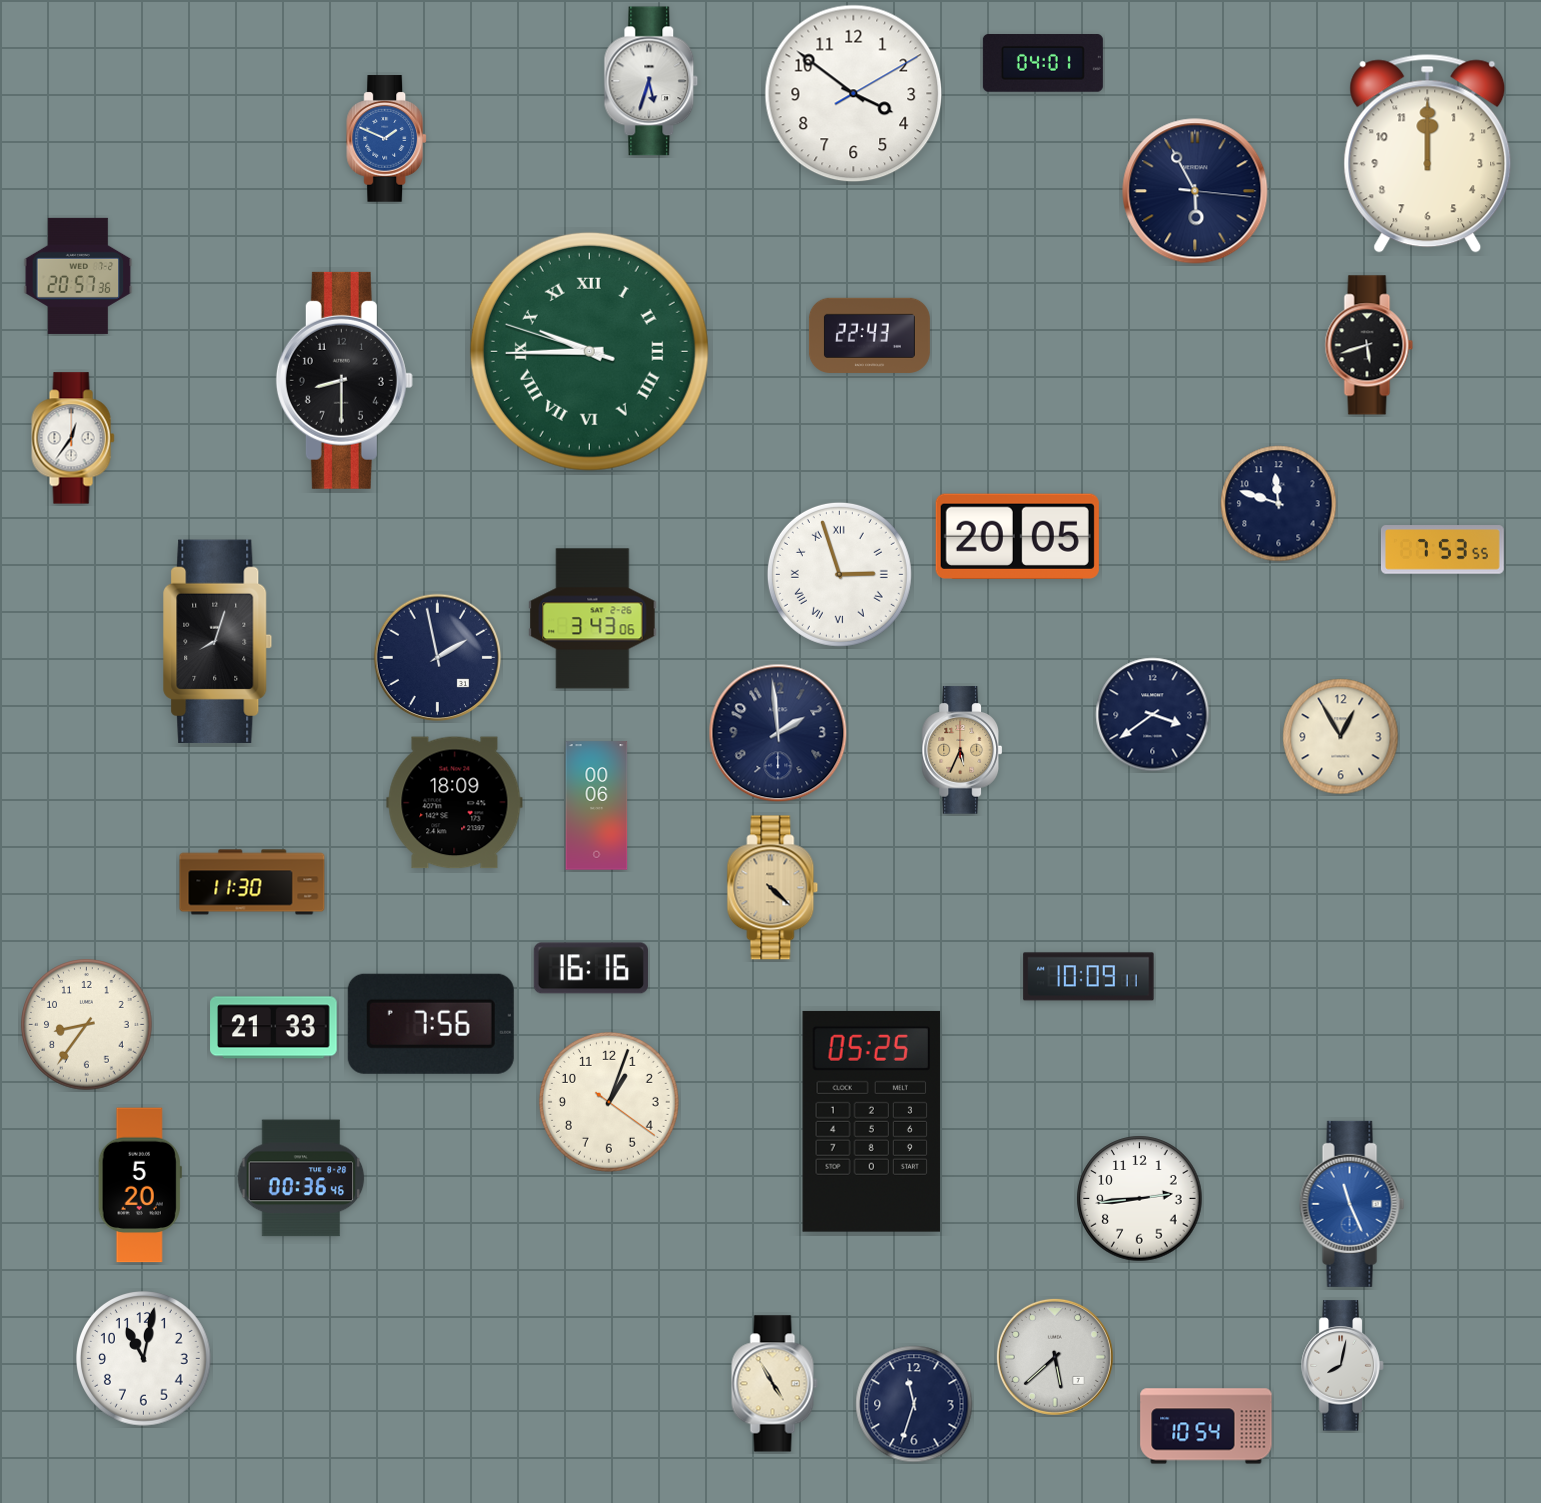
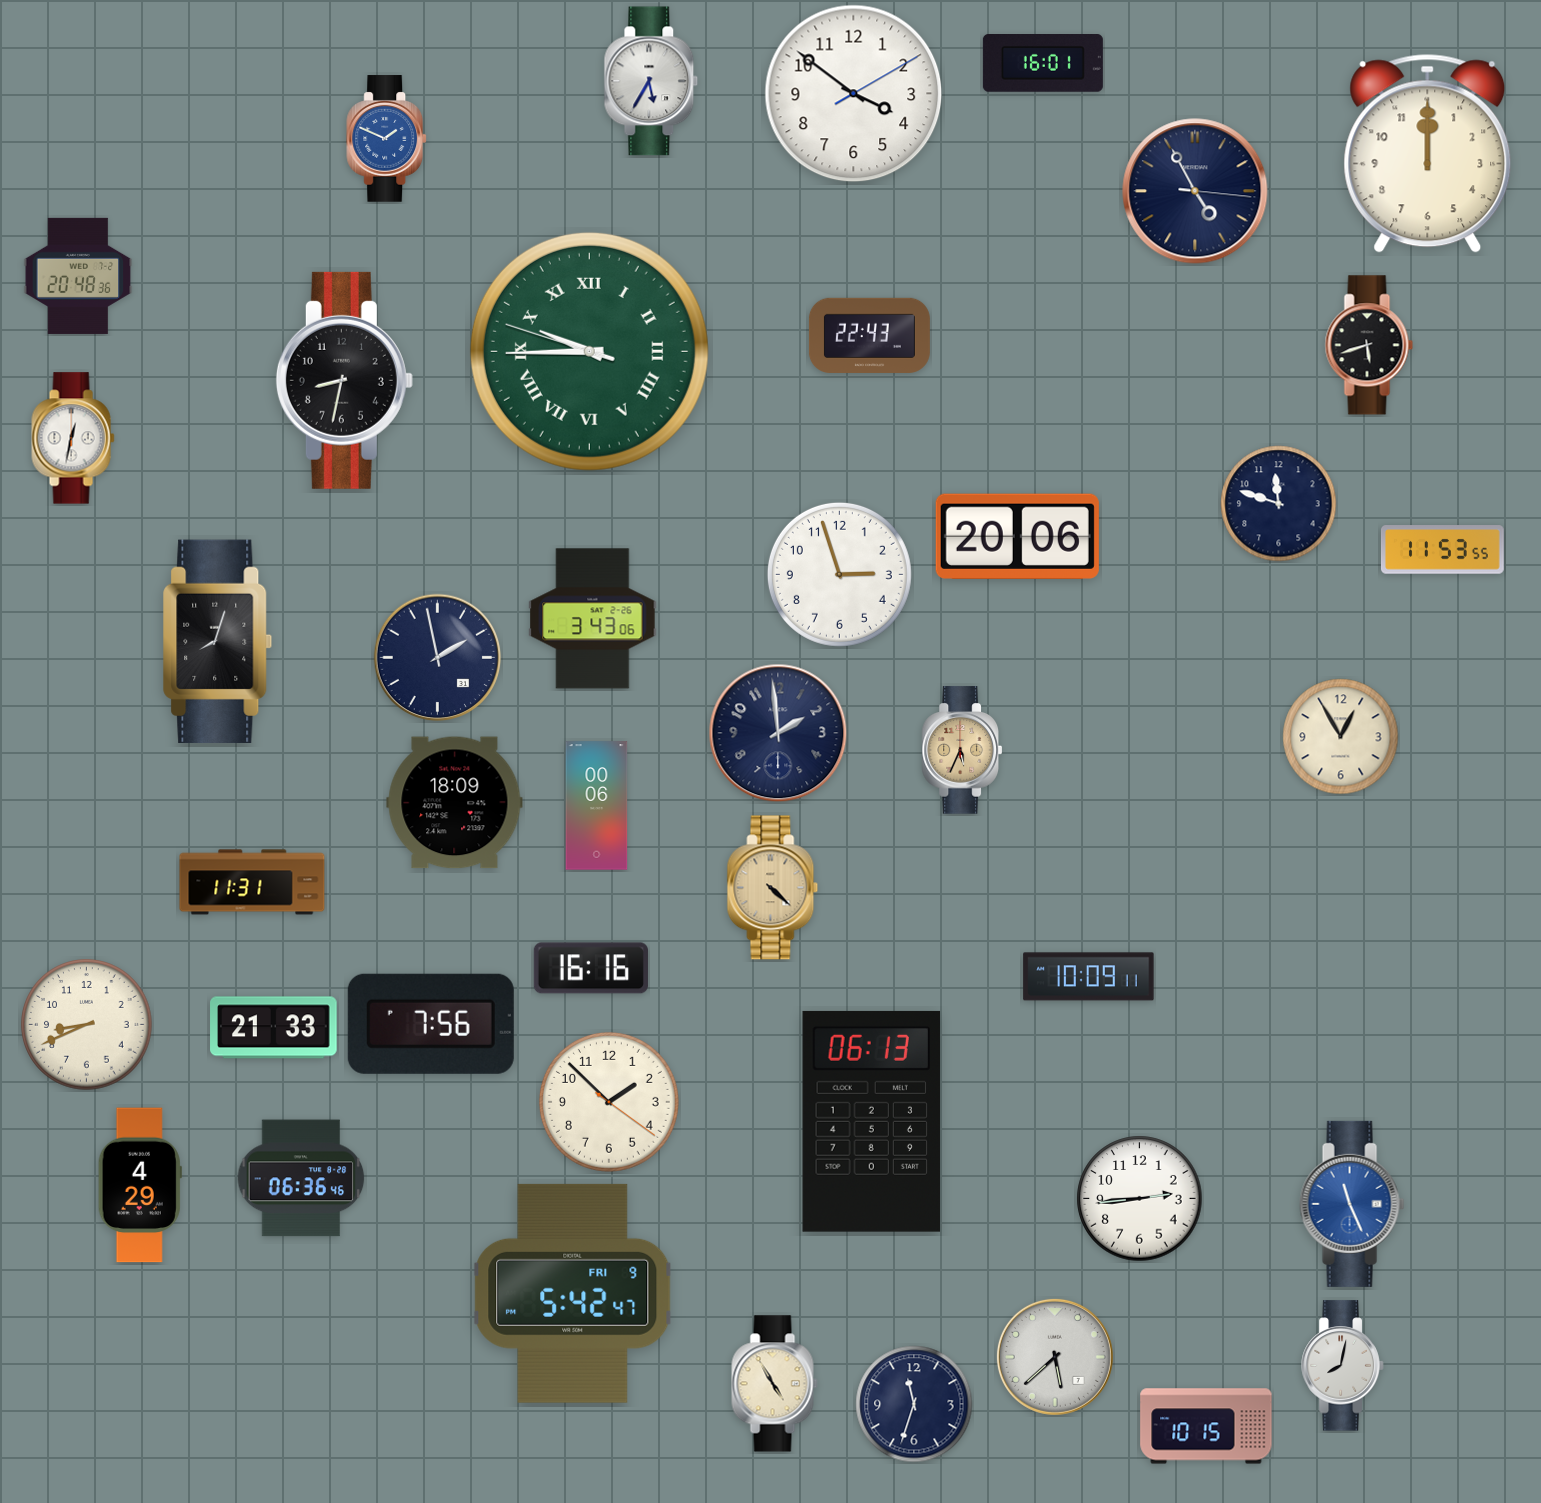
clock at (1043, 64): 04:01 -> 16:01
clock at (651, 81): 5:33 -> 5:35
clock at (1195, 191): 5:55 -> 4:55
clock at (78, 276): 20:57 -> 20:48
clock at (344, 380): 8:30 -> 8:32
clock at (73, 438): 12:36 -> 12:32
clock at (1017, 536): 20:05 -> 20:06
clock at (1442, 550): 7:53 -> 11:53
clock at (839, 574) numerals: Roman -> Arabic
clock at (1153, 715): 3:39 -> none
clock at (252, 882): 11:30 -> 11:31
clock at (87, 1025): 8:36 -> 8:41
clock at (609, 1102): 1:03 -> 1:52
clock at (872, 1121): 05:25 -> 06:13
clock at (301, 1178): 00:36 -> 06:36
clock at (140, 1185): 5:20 -> 4:29
clock at (573, 1293): none -> 5:42
clock at (144, 1359): 11:02 -> none
clock at (1206, 1426): 10:54 -> 10:15
